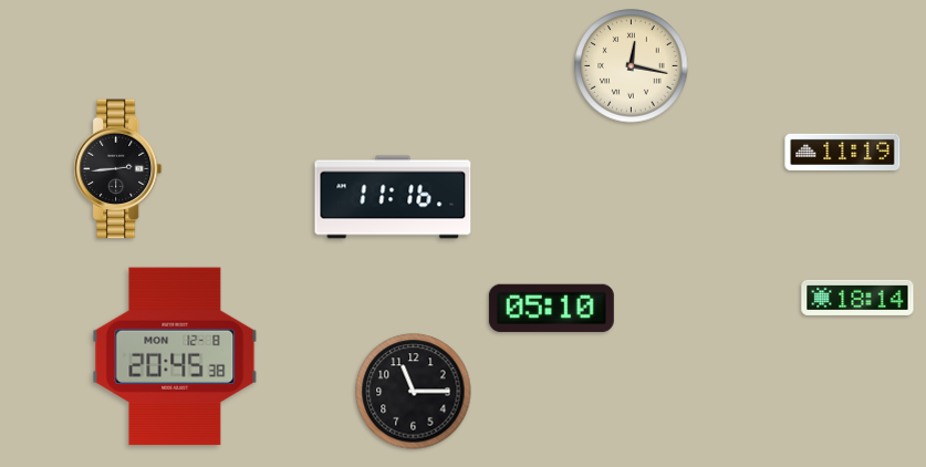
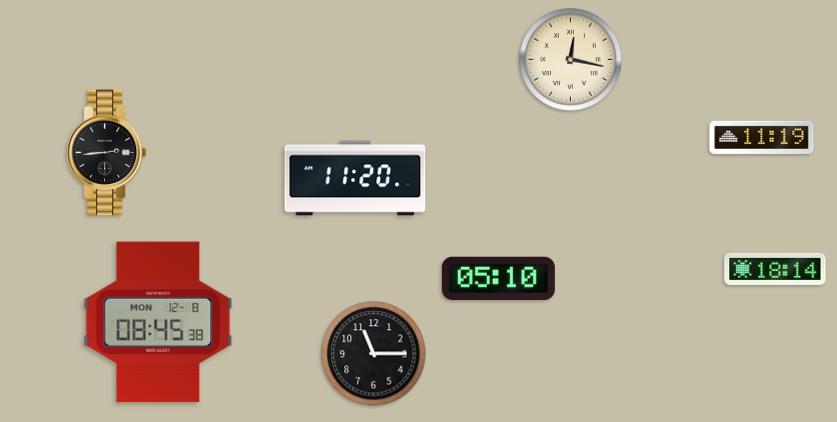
clock at (393, 197): 11:16 -> 11:20
clock at (175, 356): 20:45 -> 08:45
